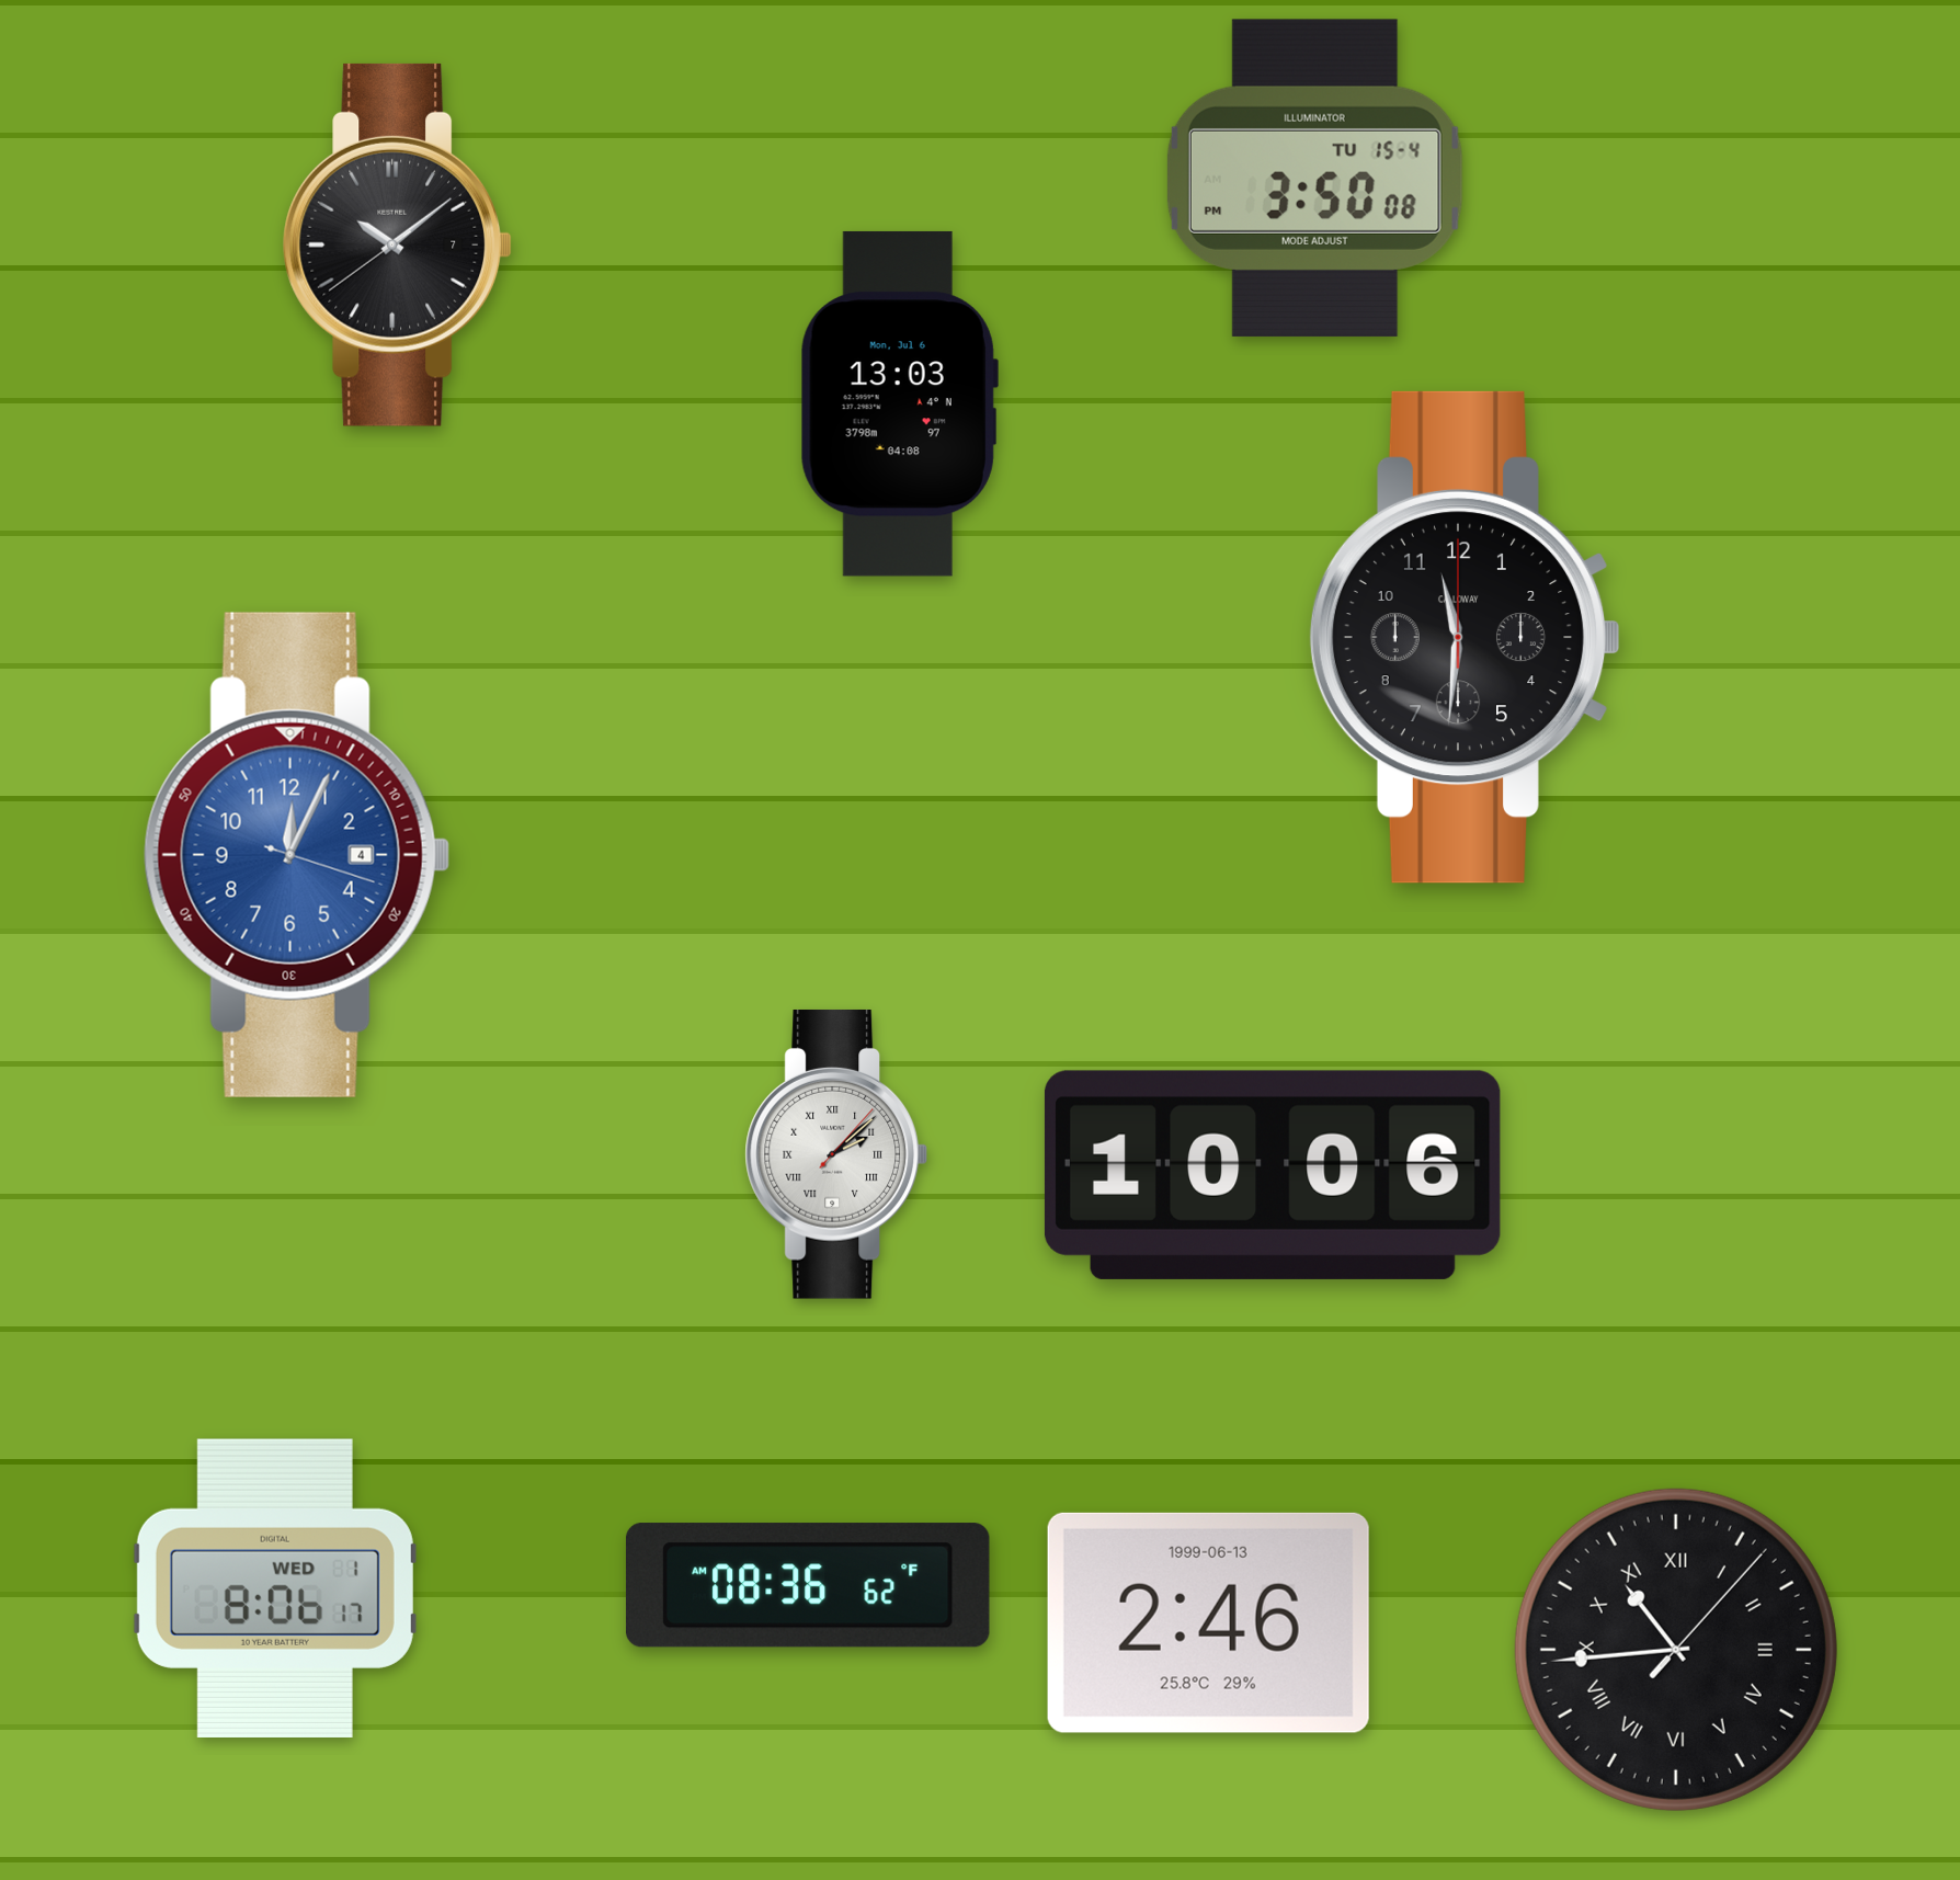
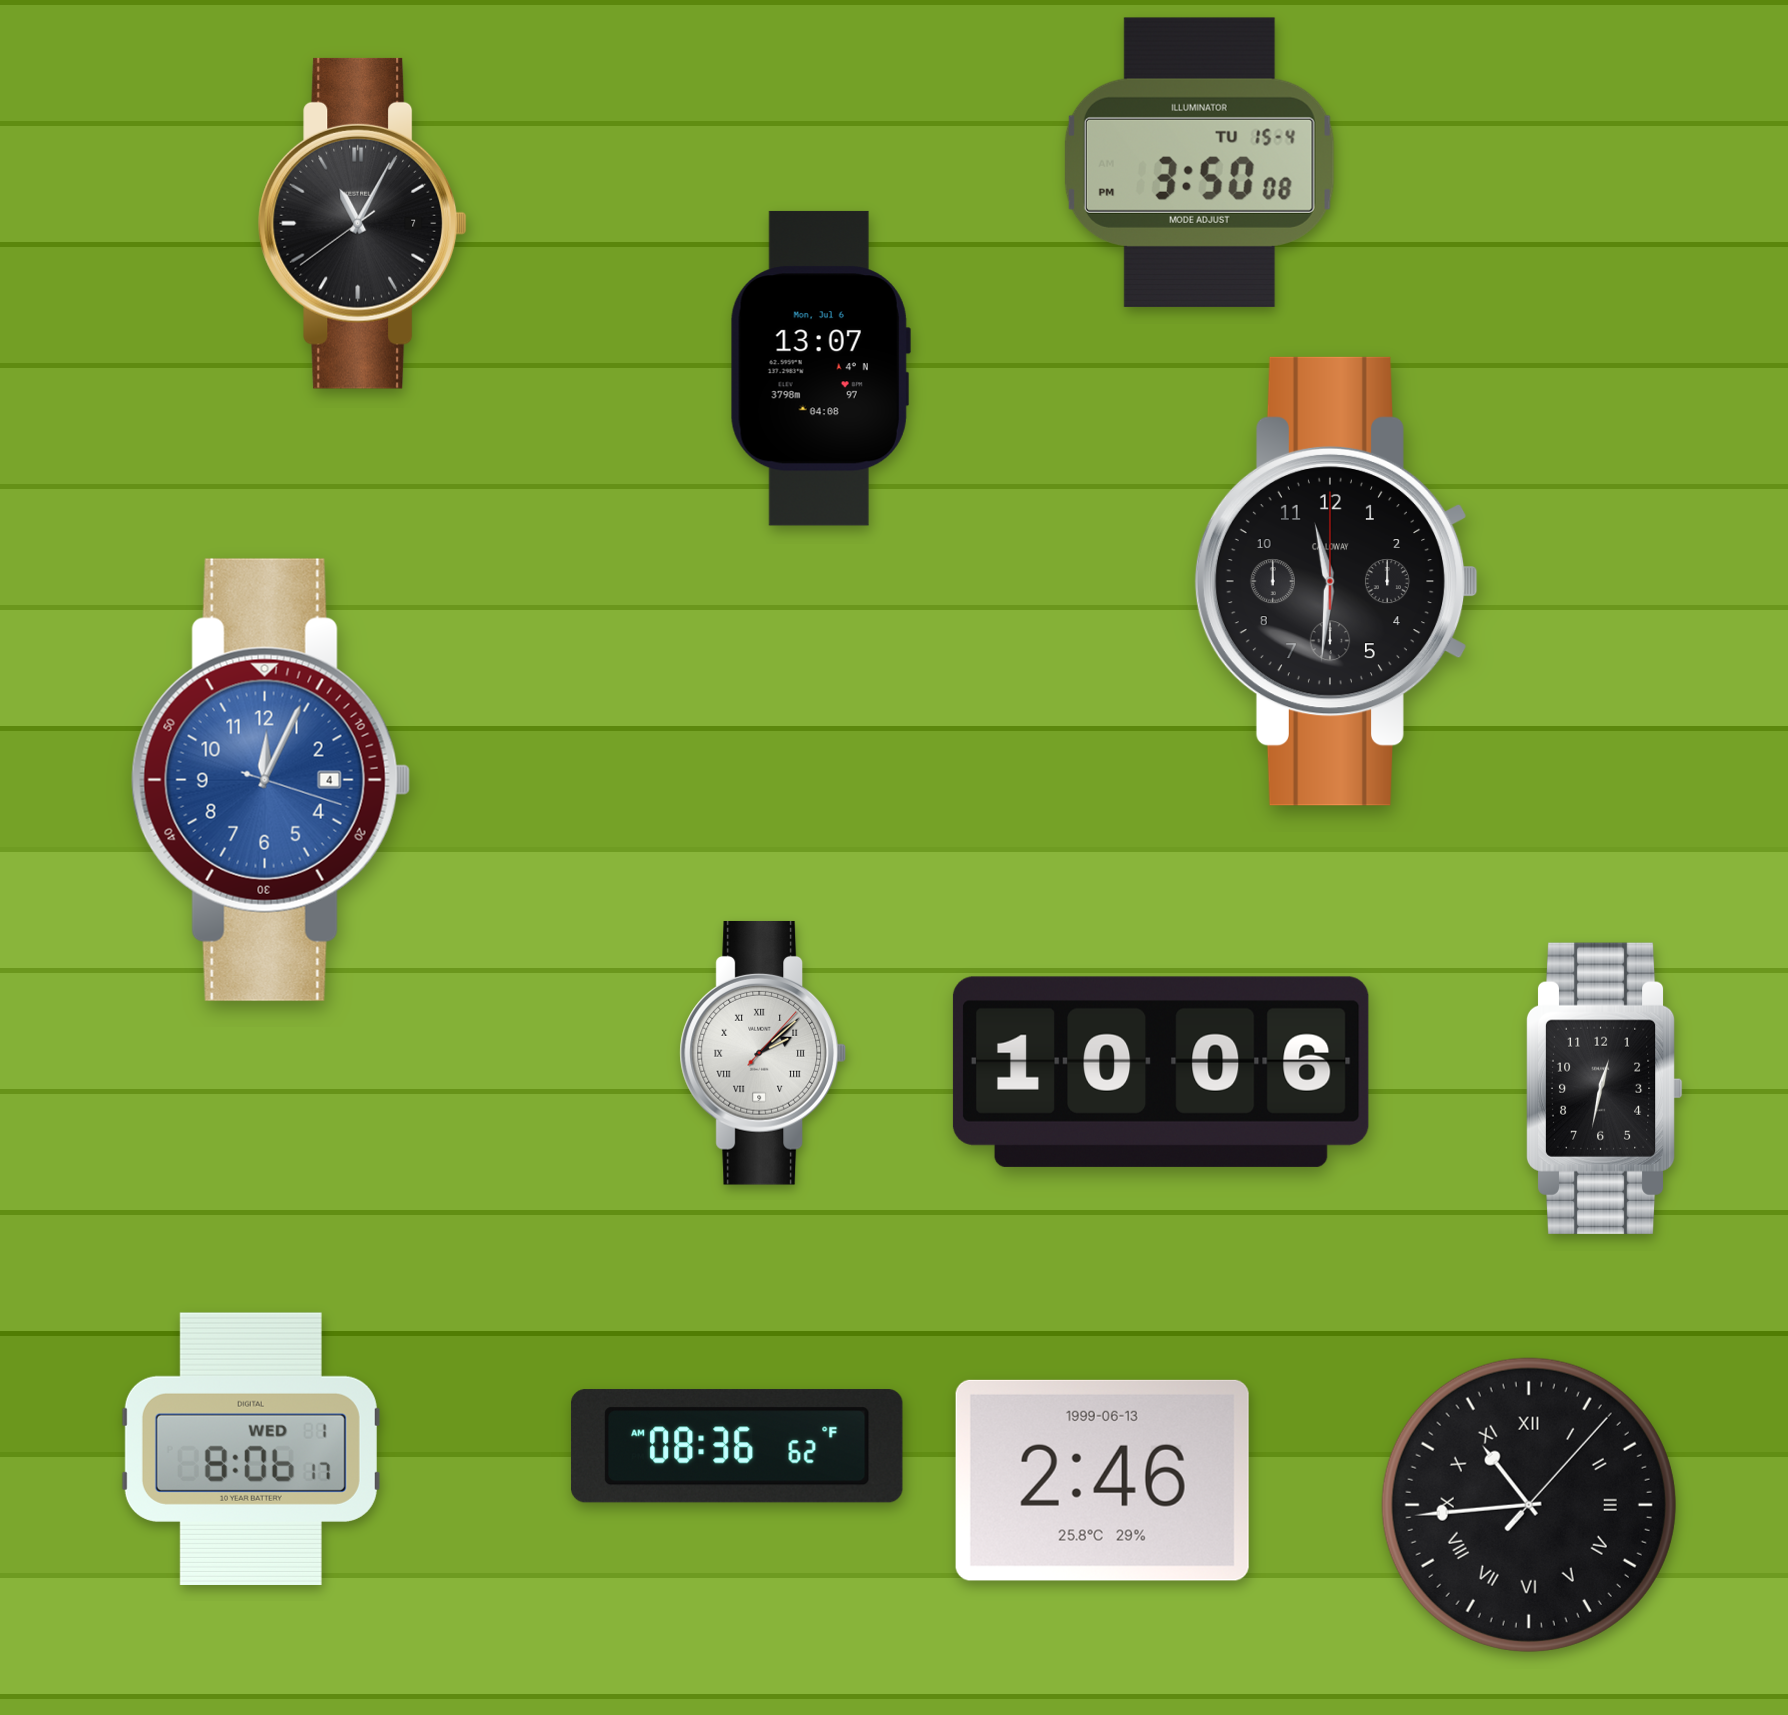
clock at (397, 244): 10:08 -> 11:04
clock at (899, 403): 13:03 -> 13:07
clock at (1604, 1088): none -> 12:32
